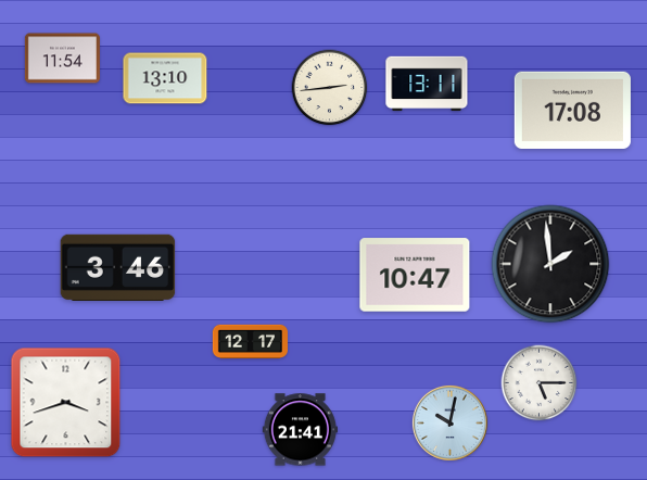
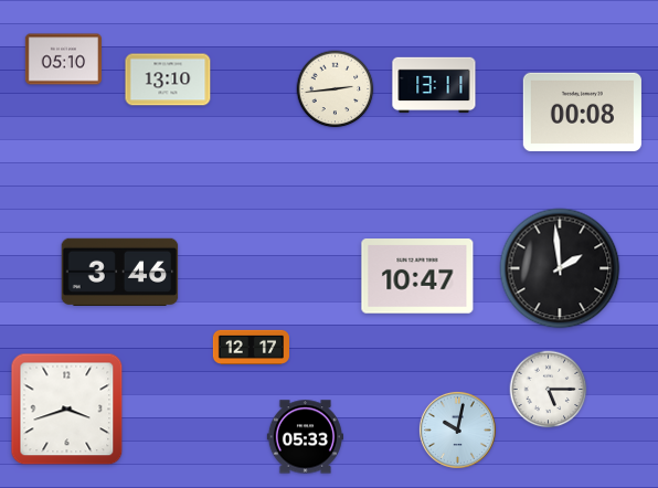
clock at (62, 59): 11:54 -> 05:10
clock at (572, 110): 17:08 -> 00:08
clock at (415, 275) position: (415, 275) -> (417, 276)
clock at (250, 341) position: (250, 341) -> (251, 347)
clock at (300, 430): 21:41 -> 05:33
